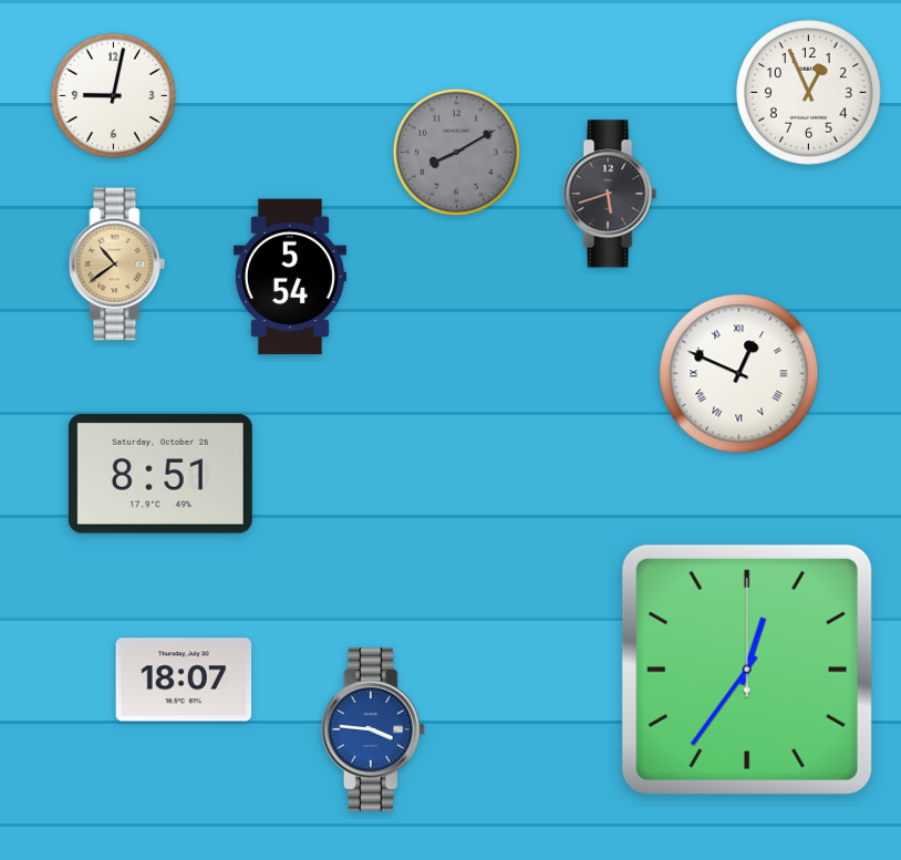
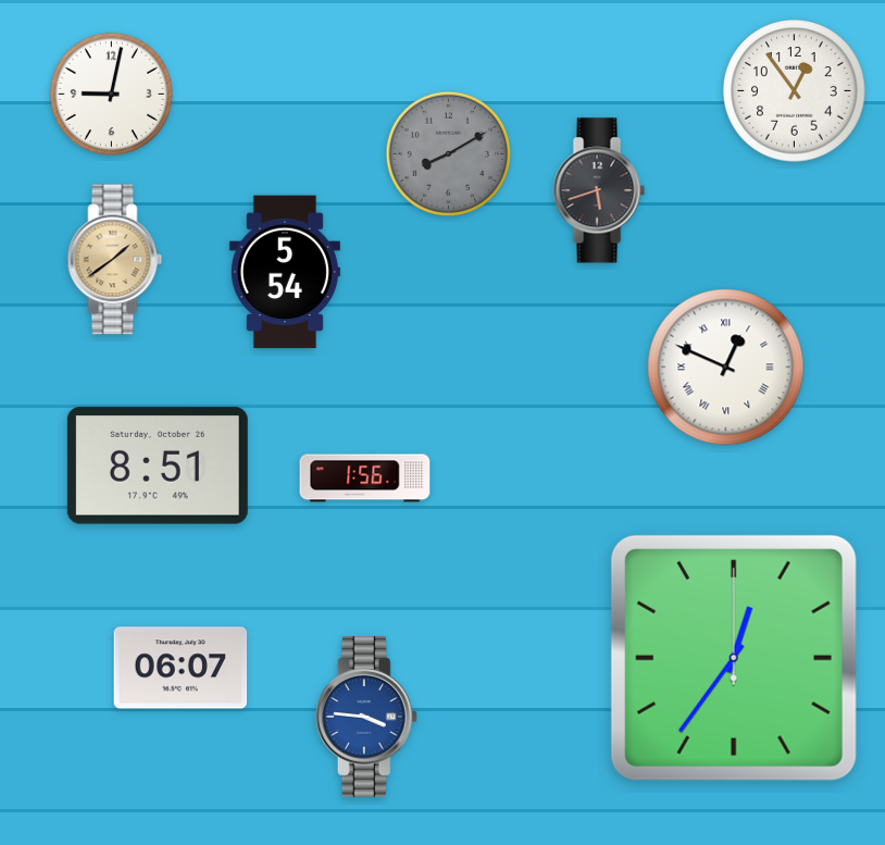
clock at (809, 93): 12:56 -> 12:54
clock at (457, 153) position: (457, 153) -> (449, 154)
clock at (117, 265): 10:39 -> 1:39
clock at (365, 479): none -> 1:56
clock at (184, 680): 18:07 -> 06:07
